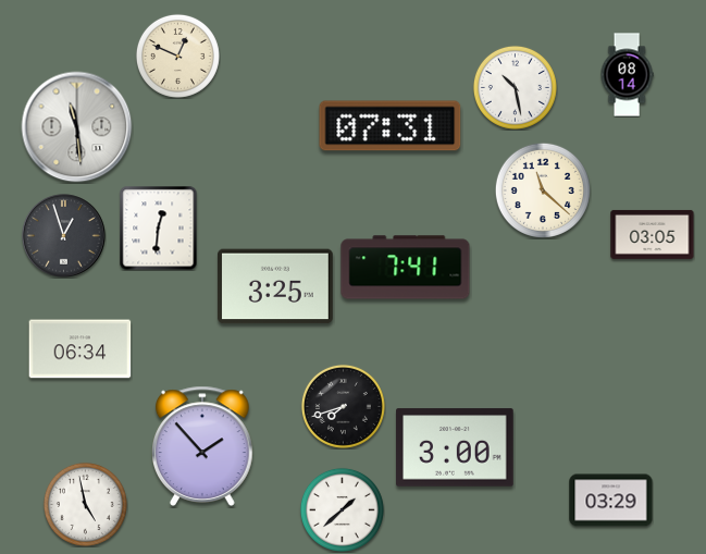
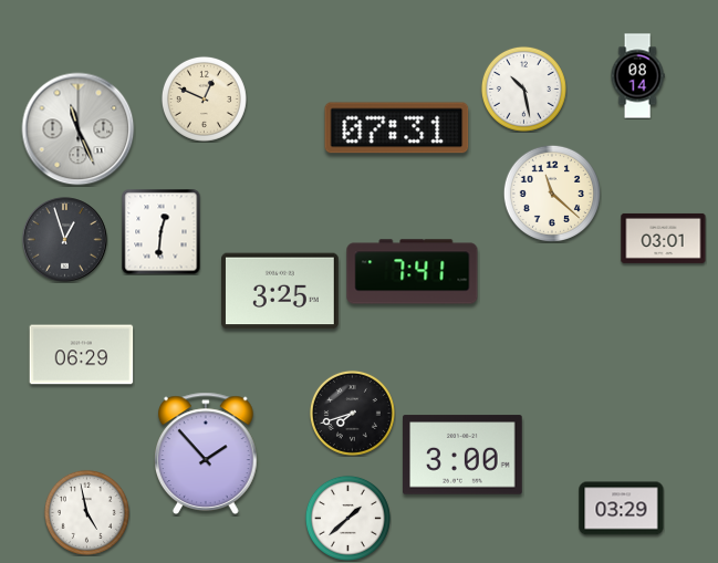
clock at (177, 56) position: (177, 56) -> (204, 98)
clock at (77, 127): 11:29 -> 11:26
clock at (653, 234): 03:05 -> 03:01
clock at (80, 349): 06:34 -> 06:29
clock at (343, 406) position: (343, 406) -> (352, 413)
